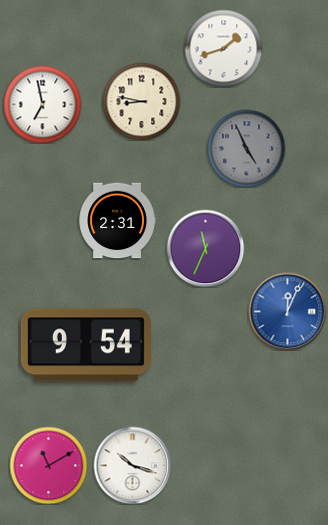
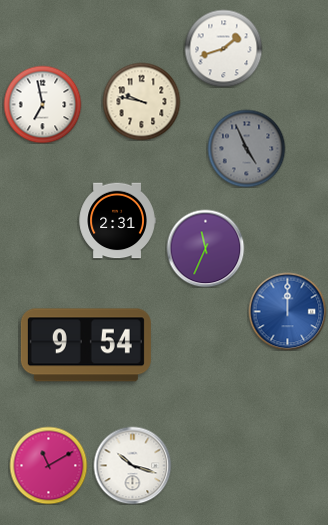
clock at (141, 101): 8:47 -> 9:47
clock at (287, 311): 12:04 -> 12:00
